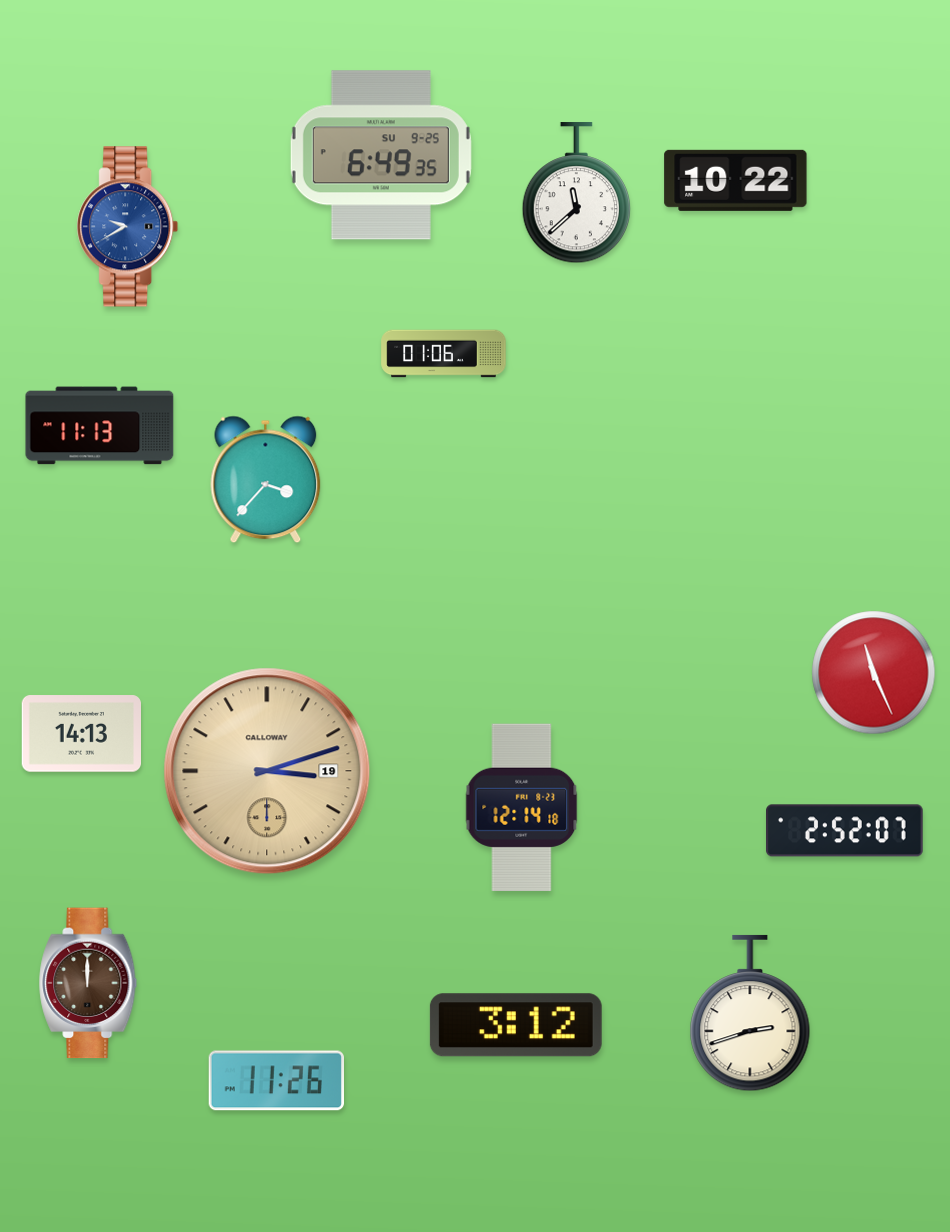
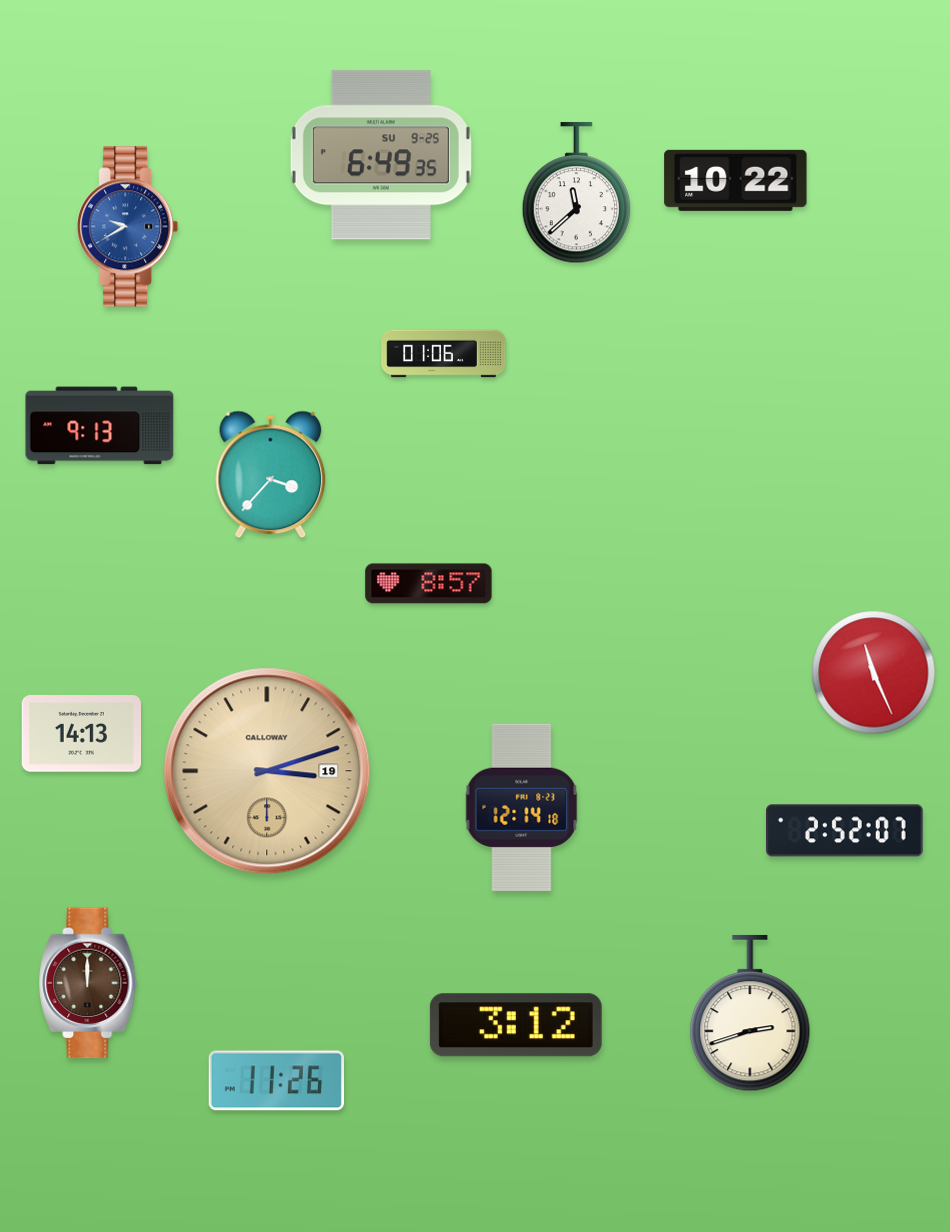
clock at (100, 426): 11:13 -> 9:13
clock at (266, 480) position: (266, 480) -> (271, 475)
clock at (429, 584): none -> 8:57
